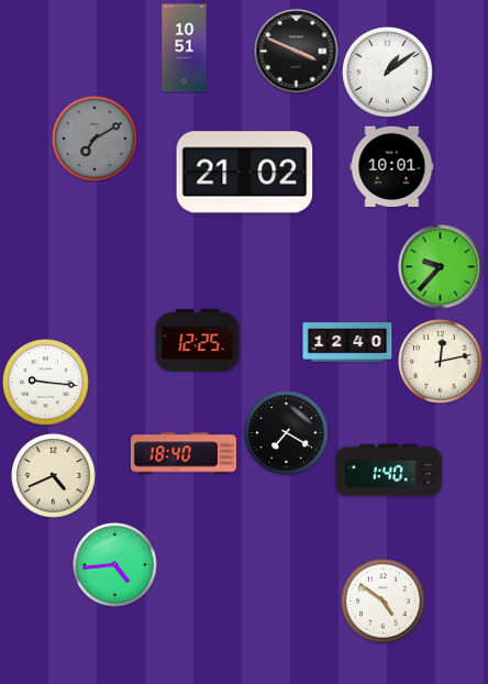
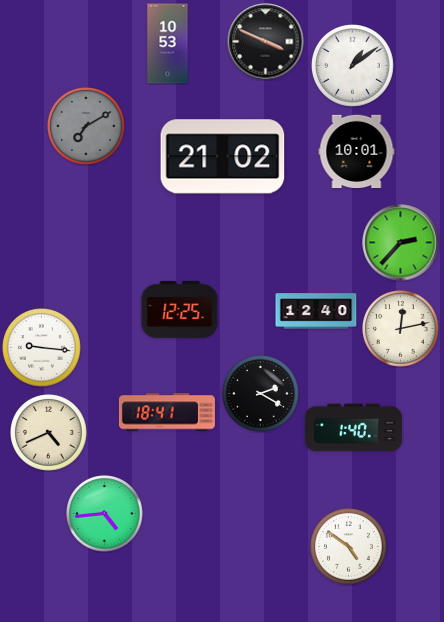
clock at (185, 48): 10:51 -> 10:53
clock at (297, 52) position: (297, 52) -> (266, 42)
clock at (441, 267): 9:37 -> 2:37
clock at (287, 433): 7:20 -> 2:20
clock at (184, 453): 18:40 -> 18:41
